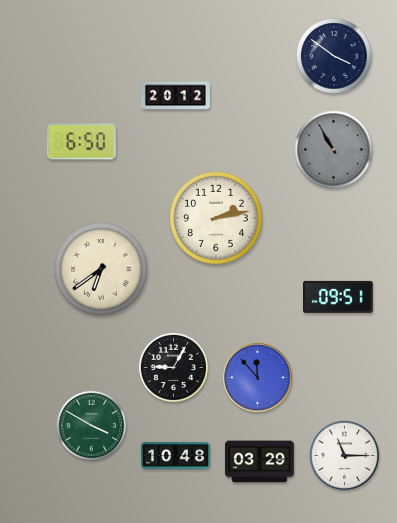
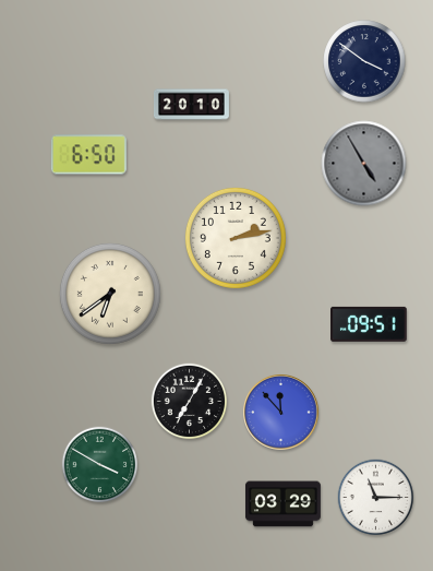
clock at (175, 96): 20:12 -> 20:10
clock at (334, 150): 10:55 -> 4:55
clock at (174, 368): 9:05 -> 7:05
clock at (175, 456): 10:48 -> none
